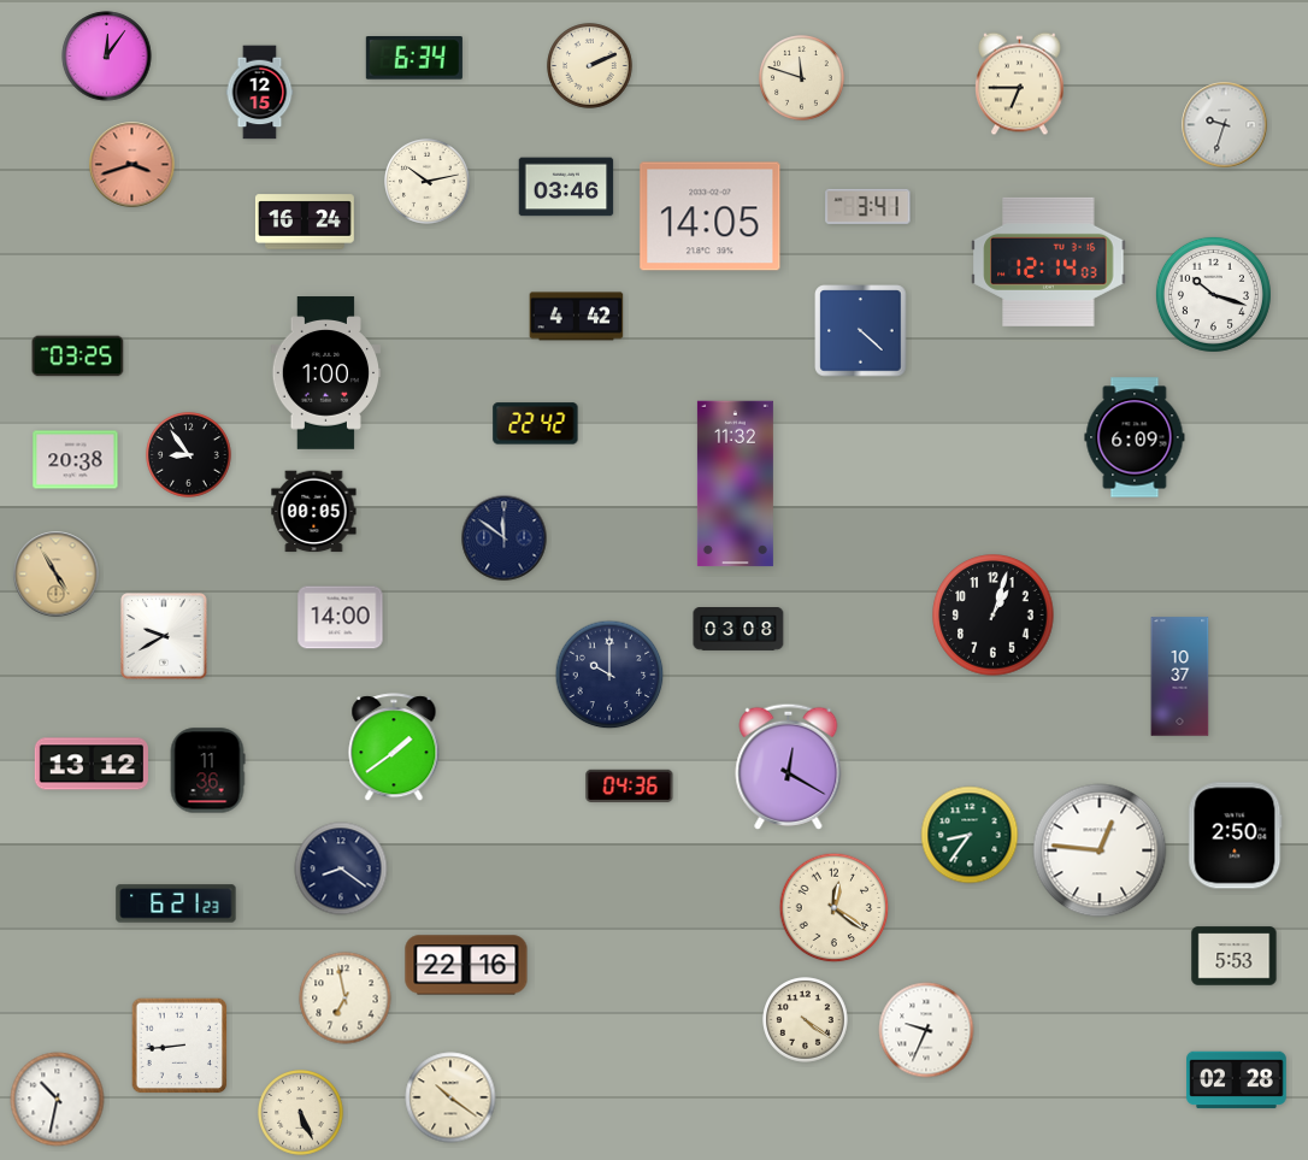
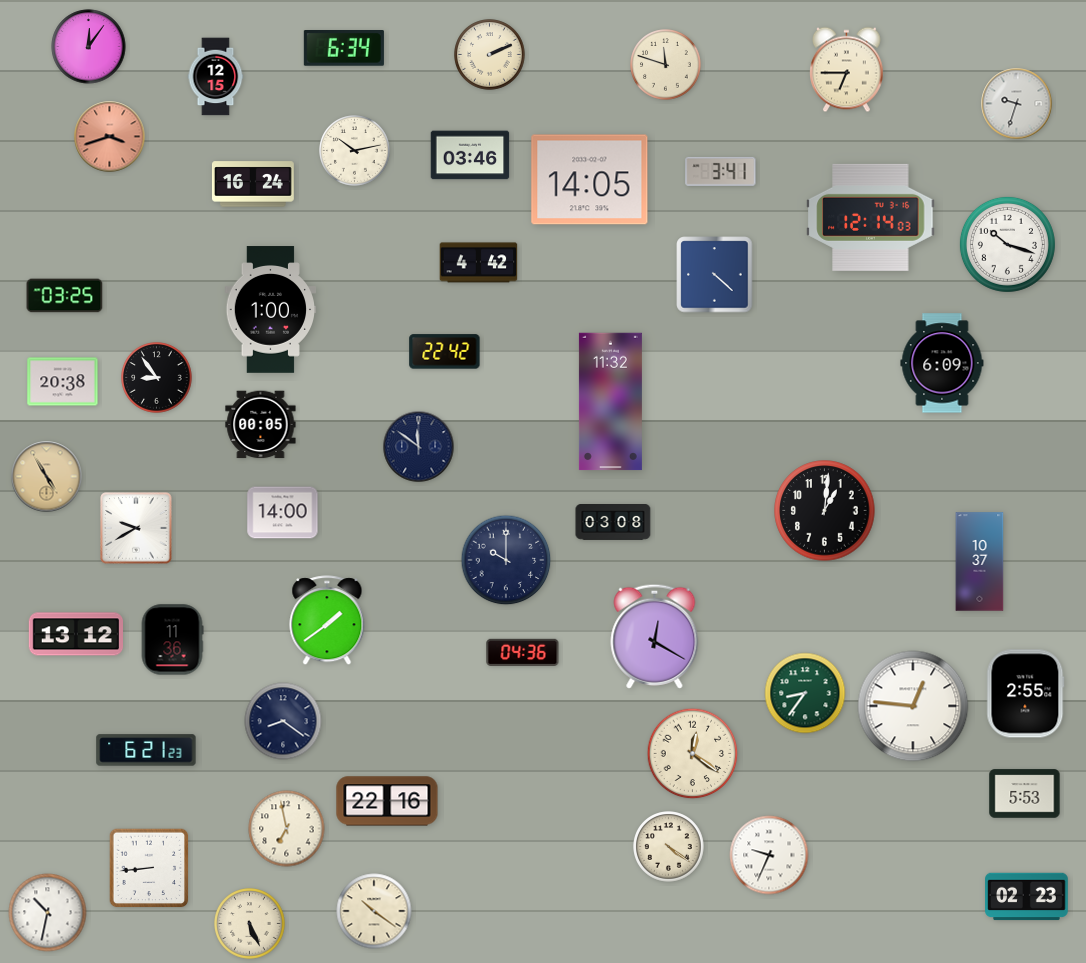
clock at (994, 616): 1:03 -> 1:01
clock at (1236, 836): 2:50 -> 2:55
clock at (1237, 1080): 02:28 -> 02:23
